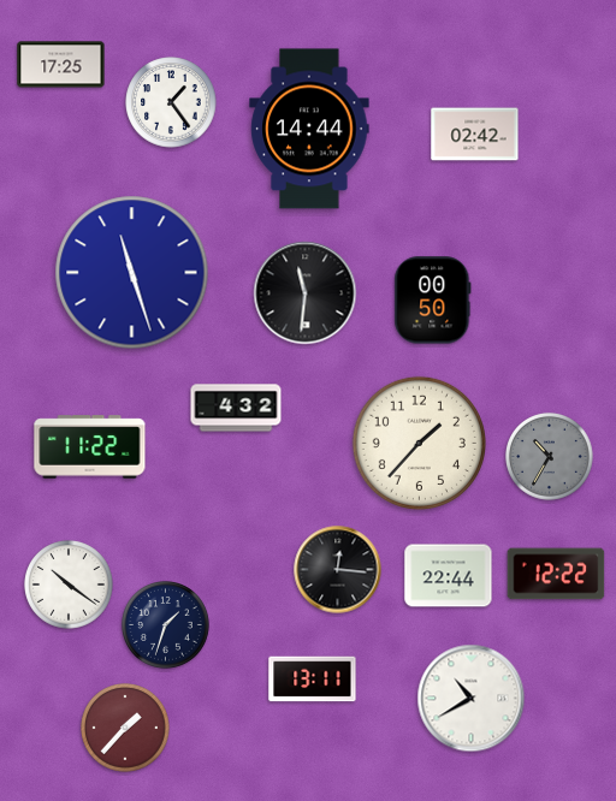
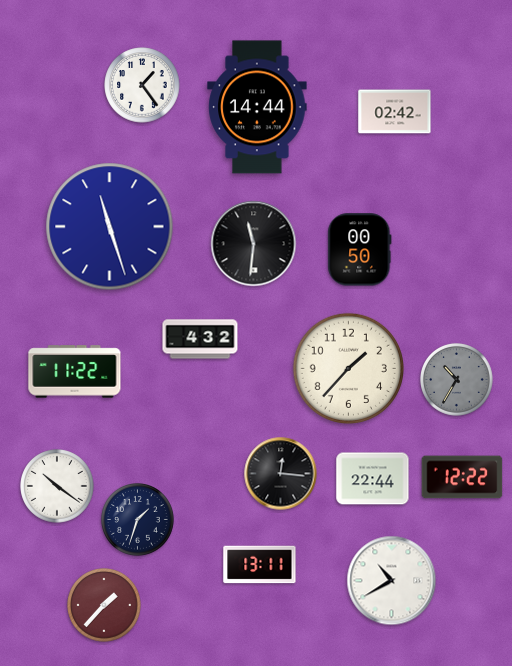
clock at (61, 65): 17:25 -> none
clock at (236, 408) position: (236, 408) -> (200, 339)
